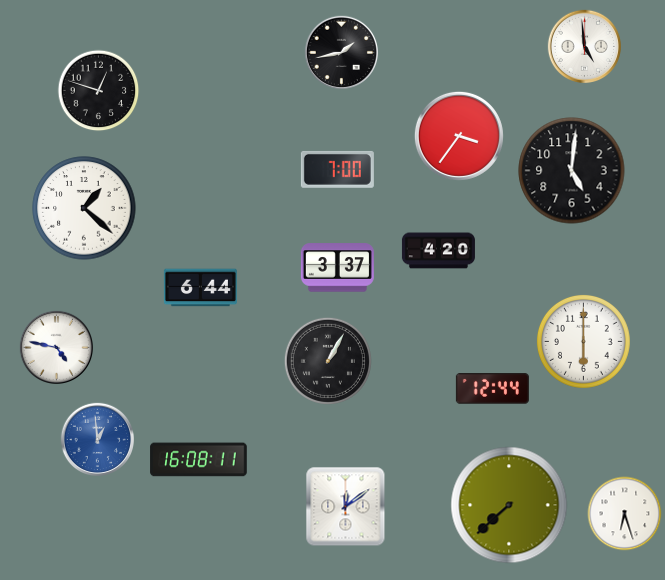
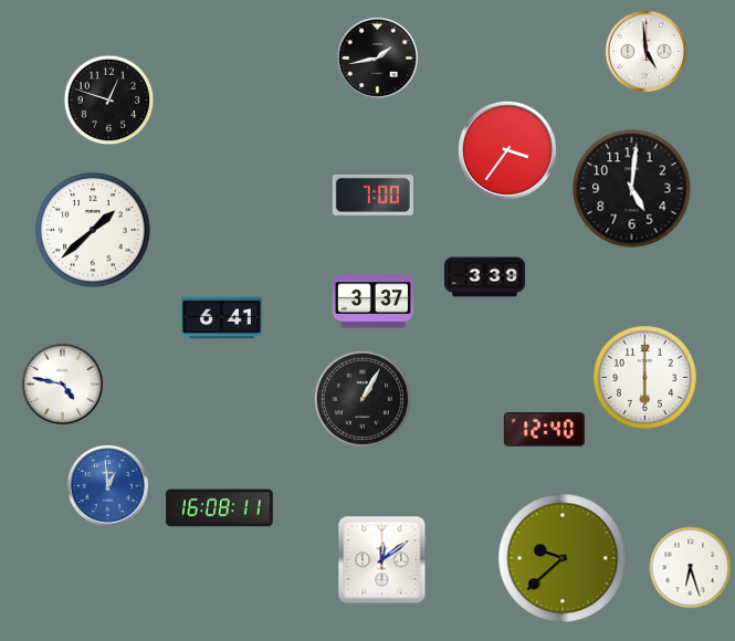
clock at (337, 169) position: (337, 169) -> (372, 195)
clock at (84, 208): 1:22 -> 1:38
clock at (438, 251): 4:20 -> 3:39
clock at (337, 268) position: (337, 268) -> (372, 302)
clock at (200, 288): 6:44 -> 6:41
clock at (492, 389): 12:44 -> 12:40
clock at (509, 505): 7:38 -> 9:38
